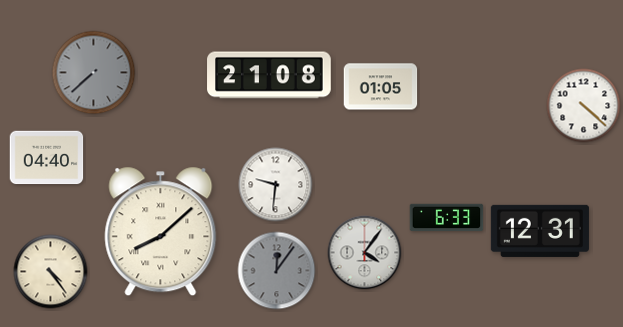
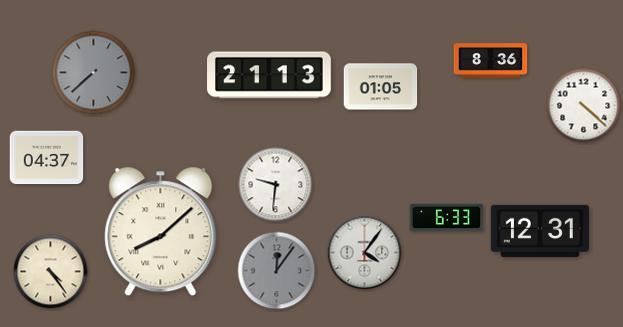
clock at (491, 61): none -> 8:36
clock at (269, 75): 21:08 -> 21:13
clock at (47, 158): 04:40 -> 04:37
